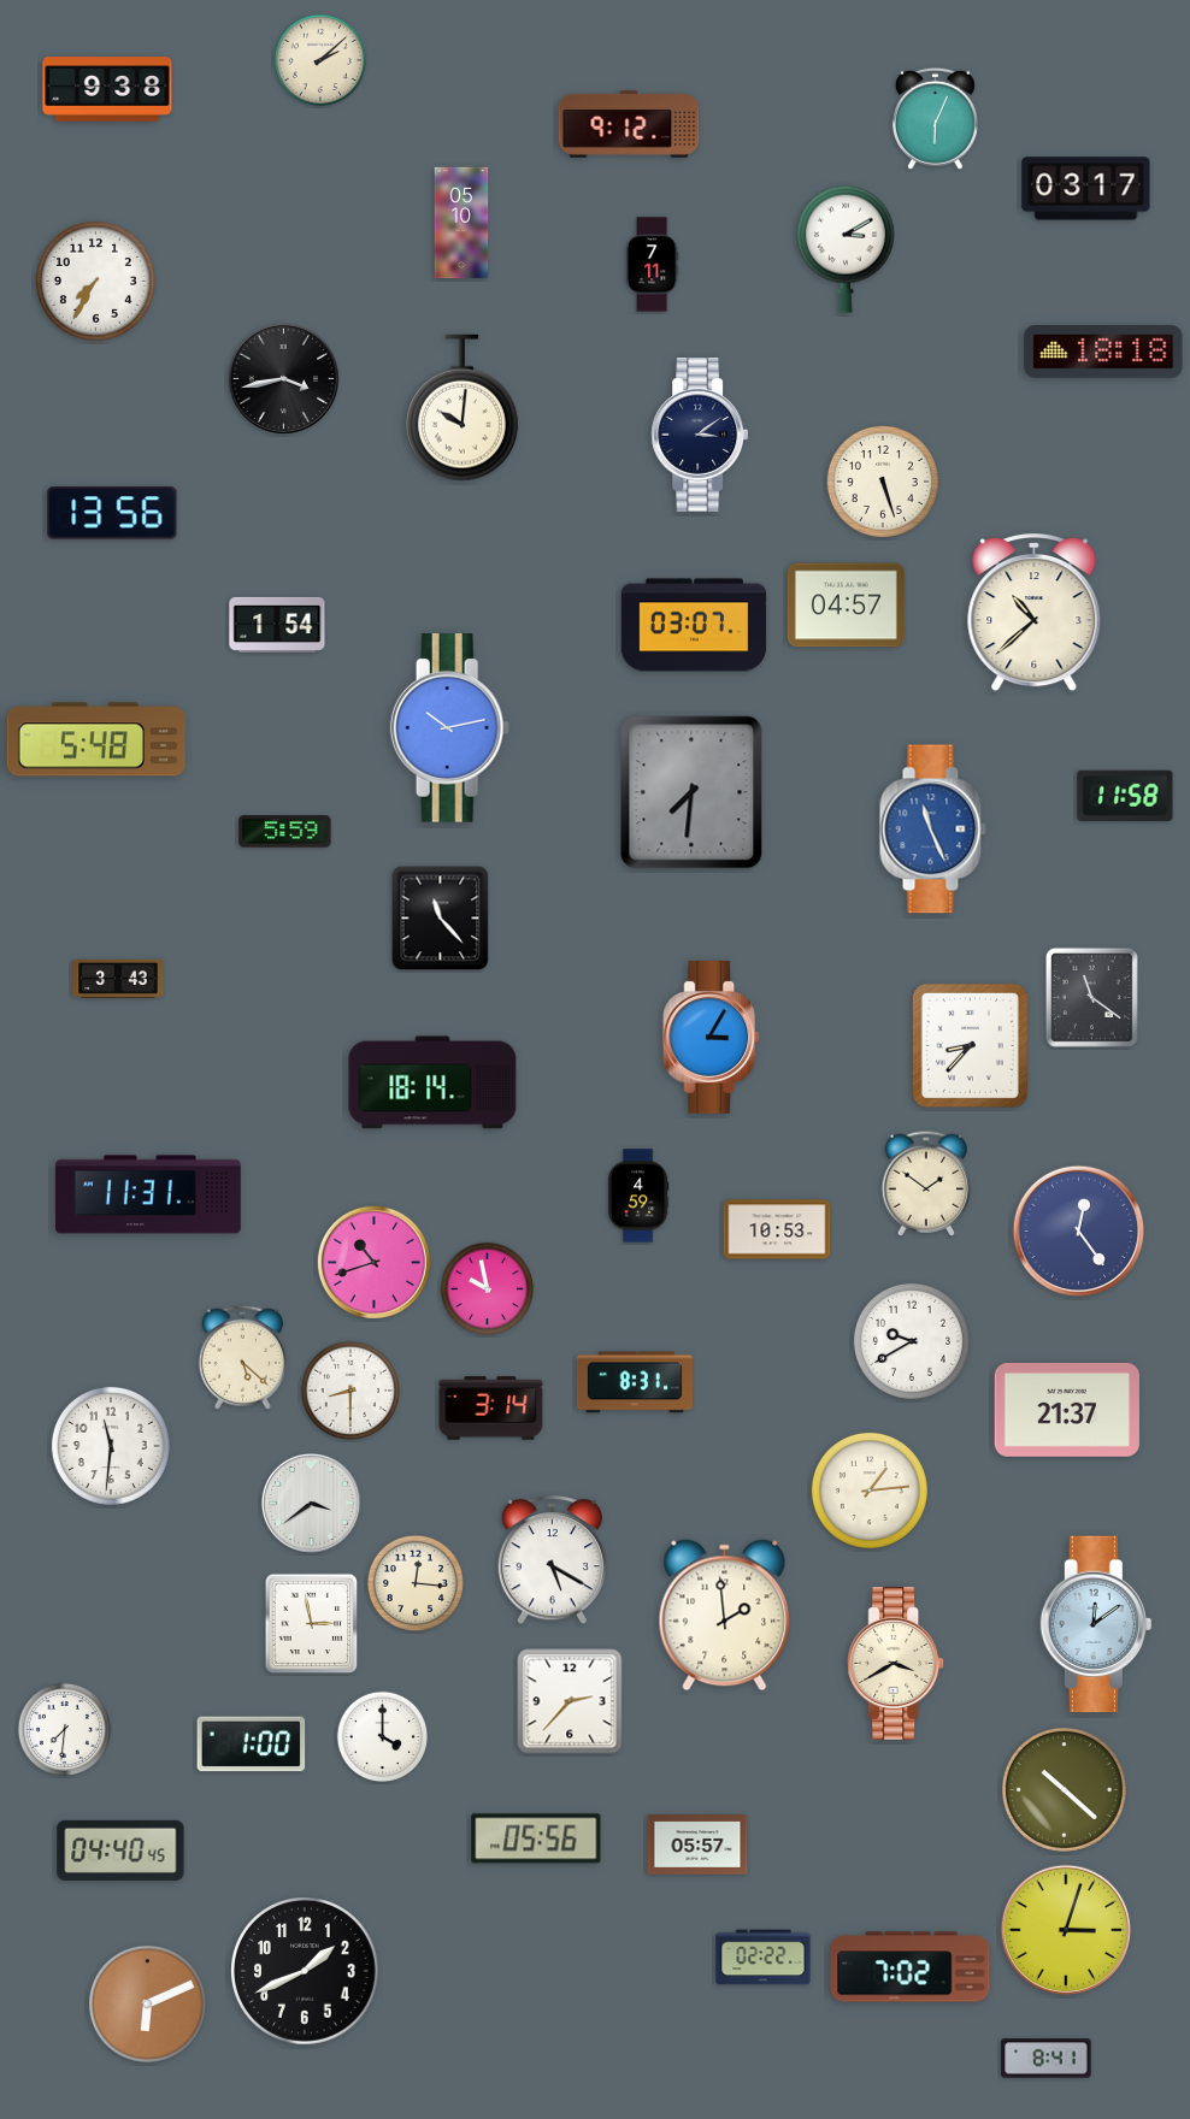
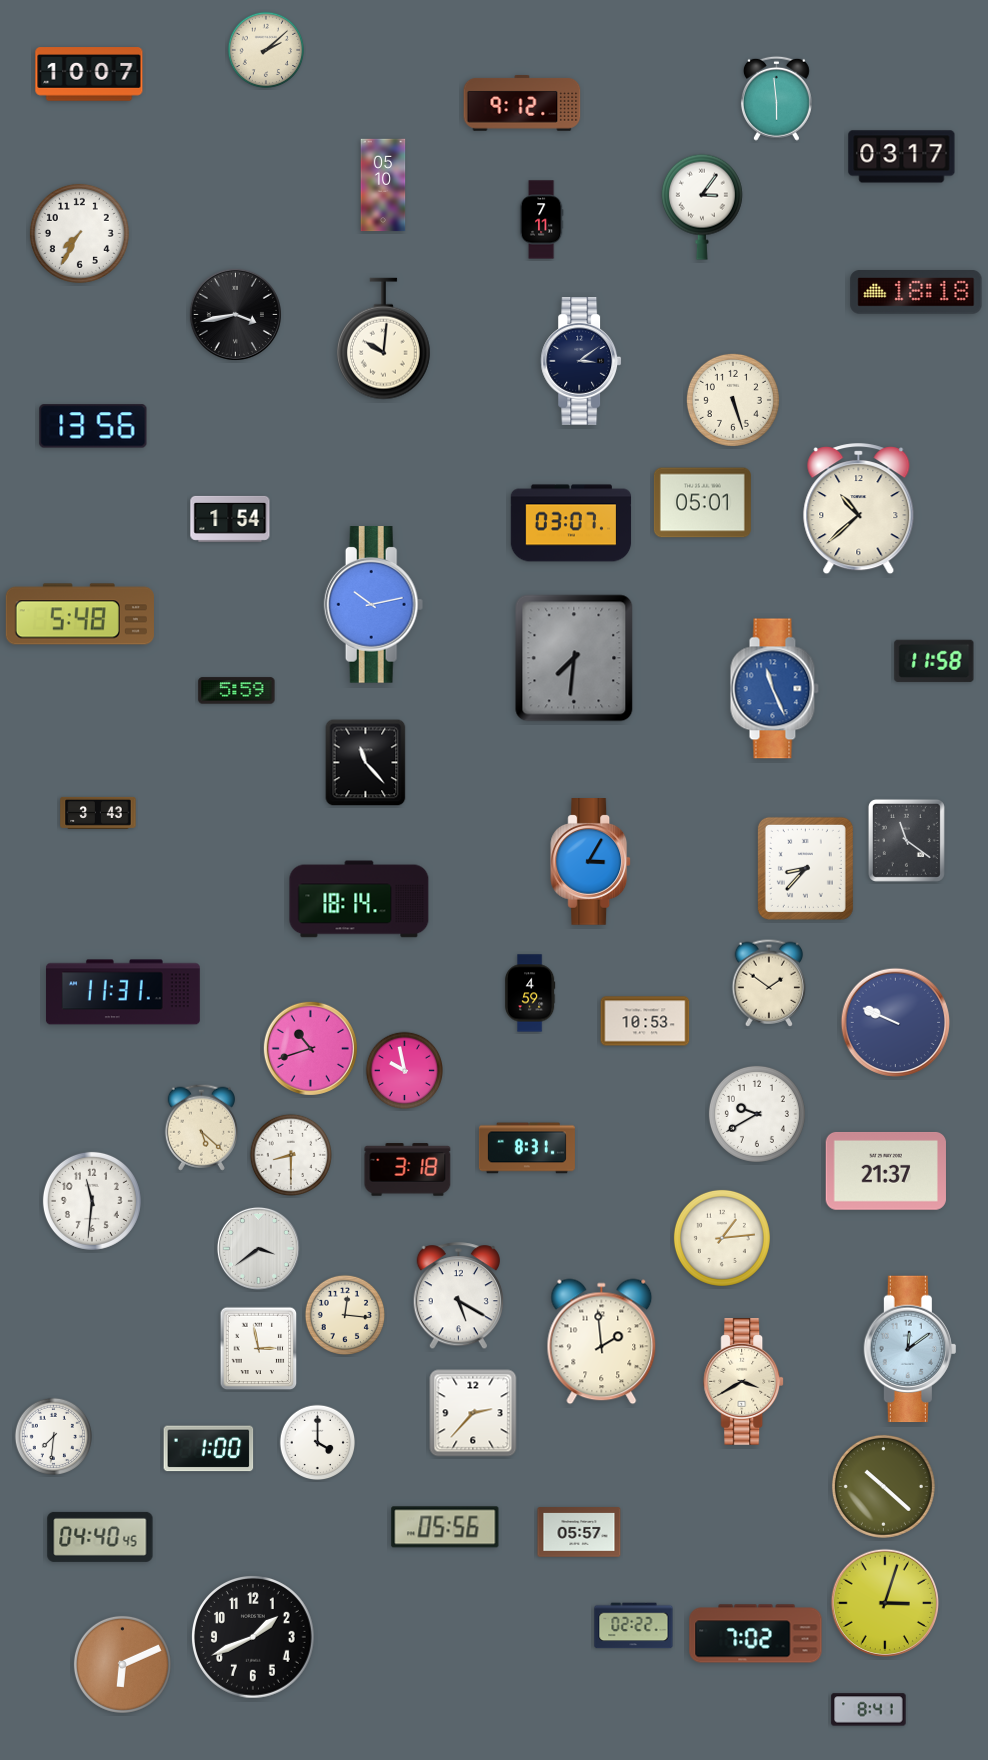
clock at (107, 89): 9:38 -> 10:07
clock at (935, 118): 6:04 -> 5:59
clock at (846, 249): 3:10 -> 3:06
clock at (846, 606): 04:57 -> 05:01
clock at (694, 625) position: (694, 625) -> (571, 523)
clock at (1091, 997) position: (1091, 997) -> (906, 840)
clock at (1079, 1232): 12:24 -> 9:49
clock at (491, 1409): 3:14 -> 3:18
